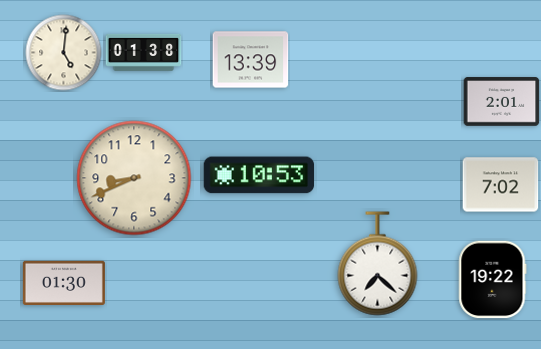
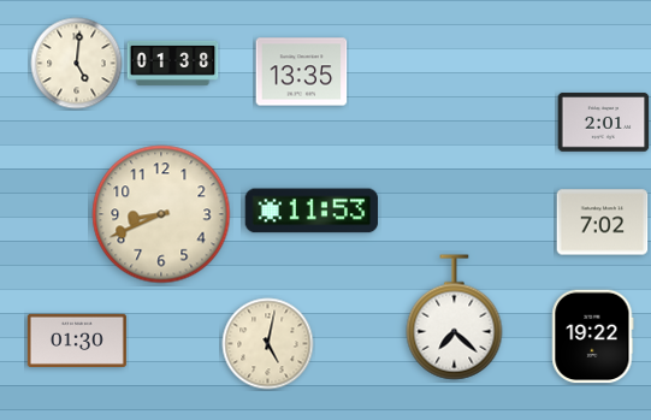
clock at (251, 60): 13:39 -> 13:35
clock at (259, 175): 10:53 -> 11:53
clock at (268, 344): none -> 5:02
